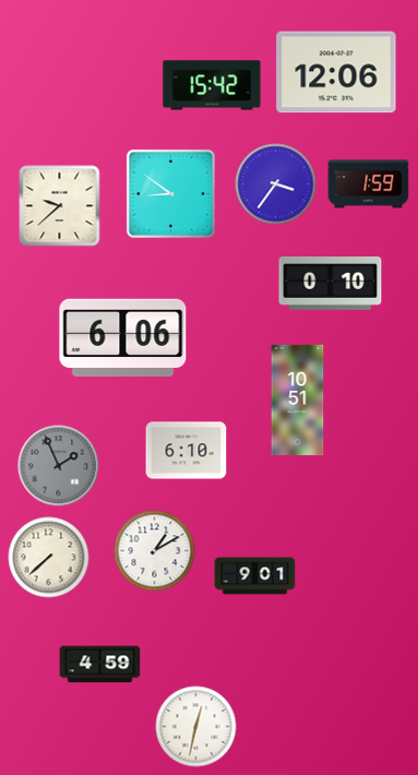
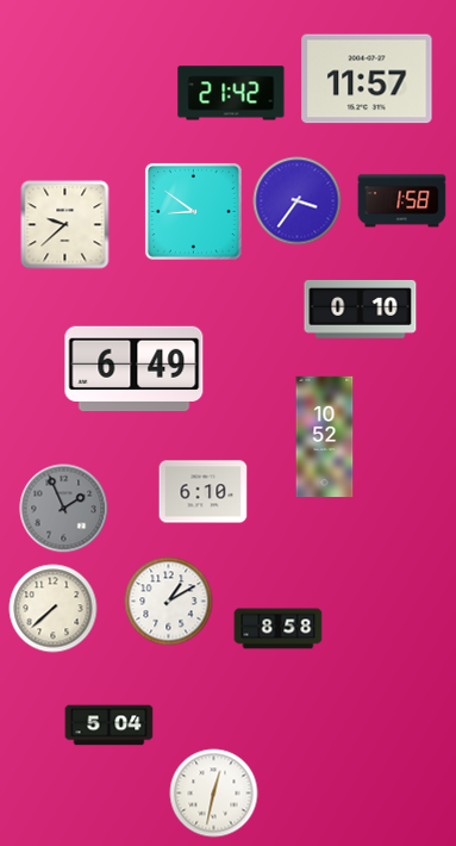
clock at (336, 72): 12:06 -> 11:57
clock at (212, 85): 15:42 -> 21:42
clock at (276, 184) position: (276, 184) -> (298, 201)
clock at (369, 184): 1:59 -> 1:58
clock at (170, 193) position: (170, 193) -> (193, 211)
clock at (123, 337): 6:06 -> 6:49
clock at (298, 401): 10:51 -> 10:52
clock at (255, 576): 9:01 -> 8:58
clock at (100, 665): 4:59 -> 5:04
